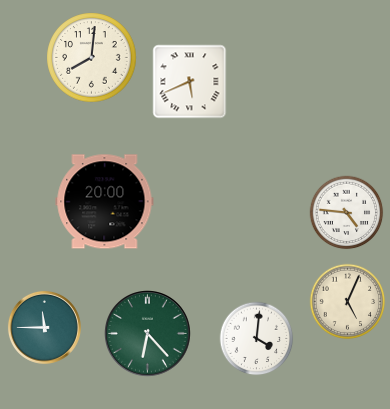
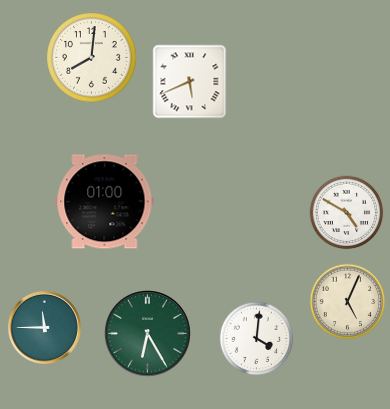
clock at (105, 202): 20:00 -> 01:00
clock at (347, 213): 4:46 -> 4:50
clock at (148, 334): 6:23 -> 6:25
